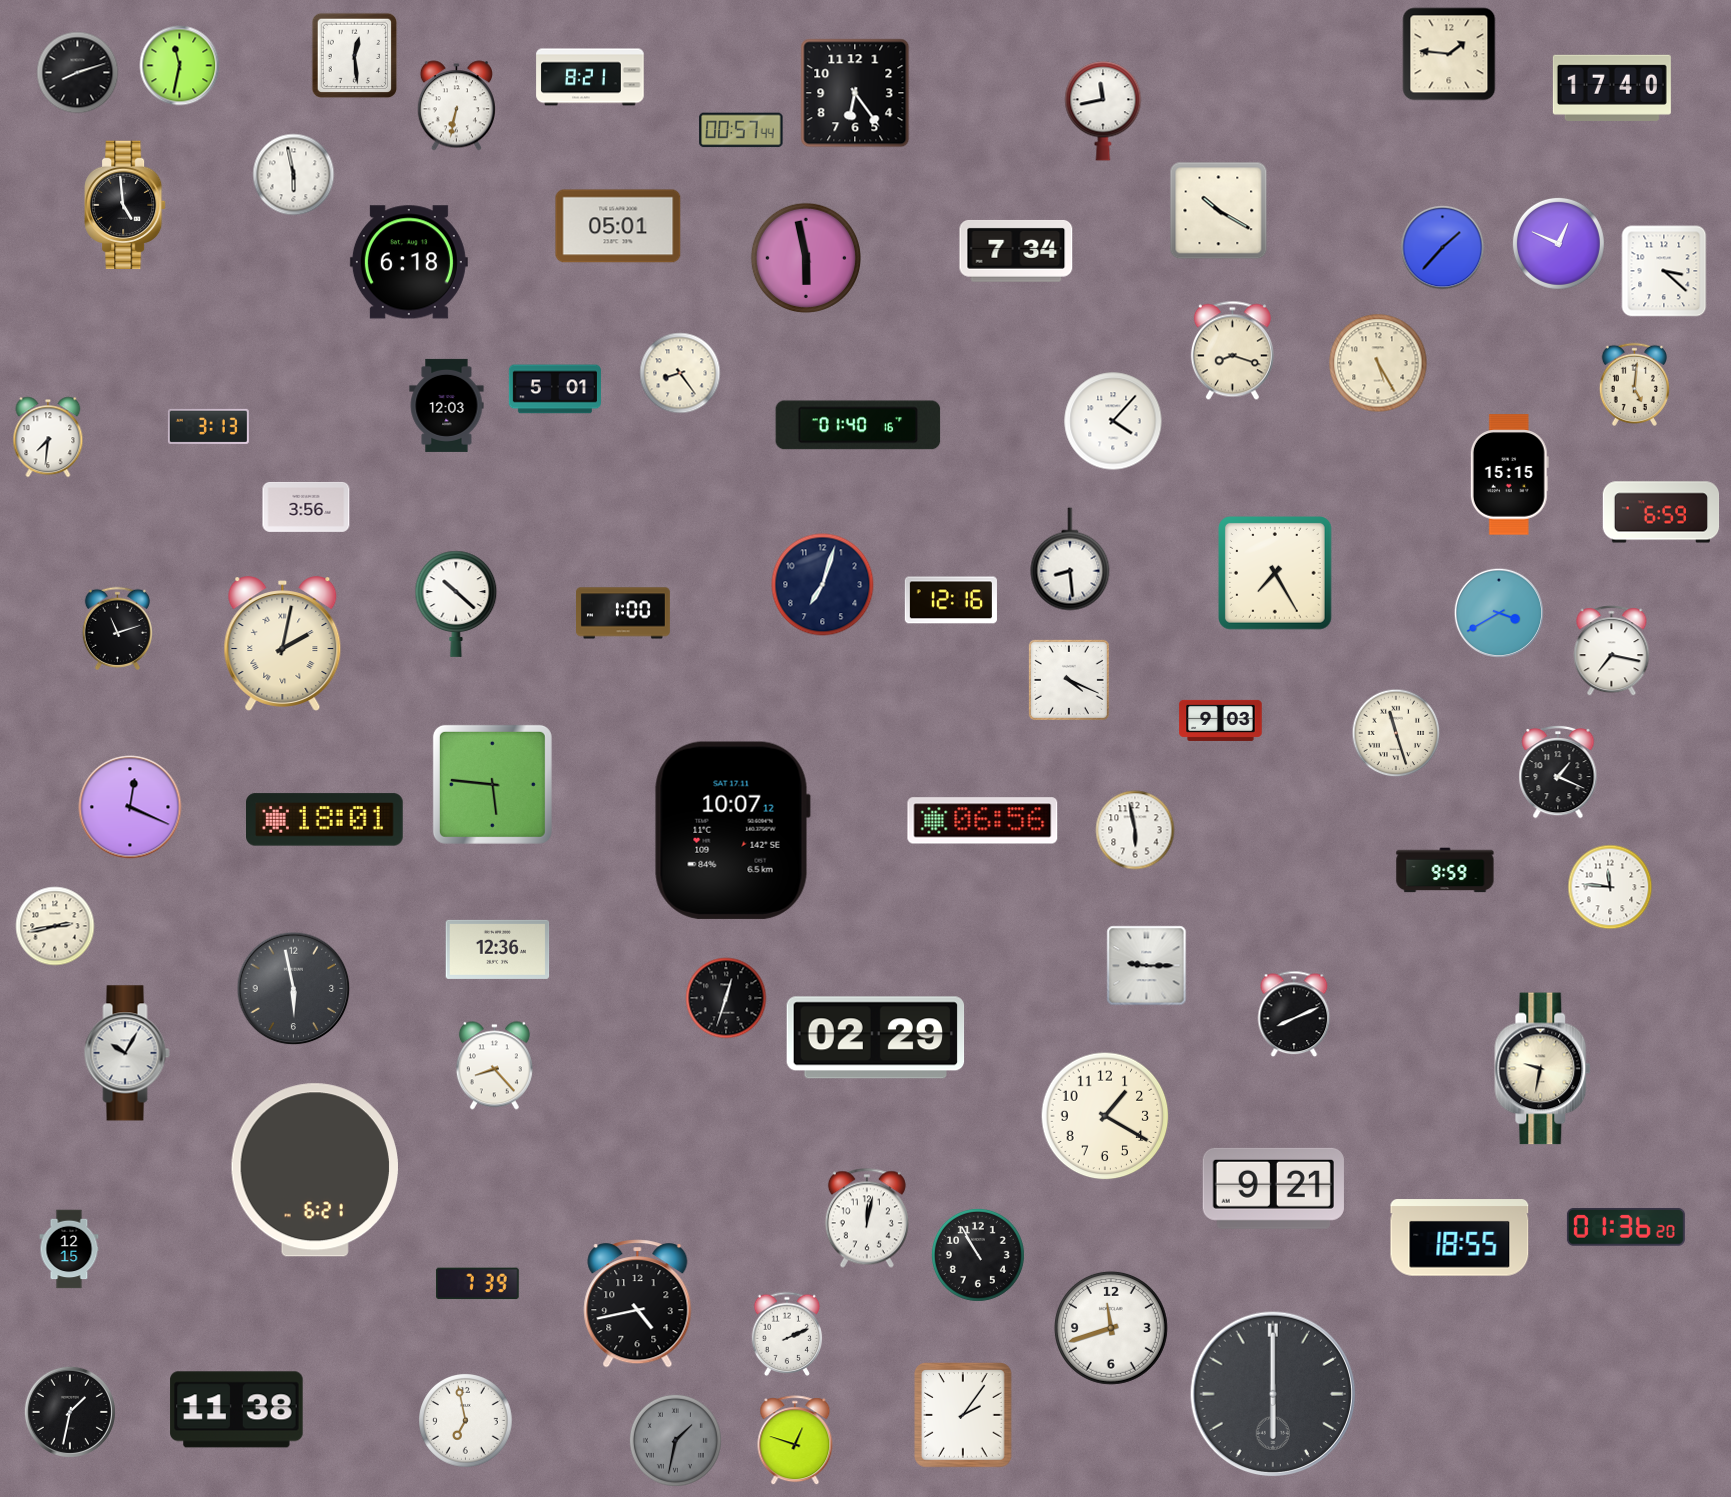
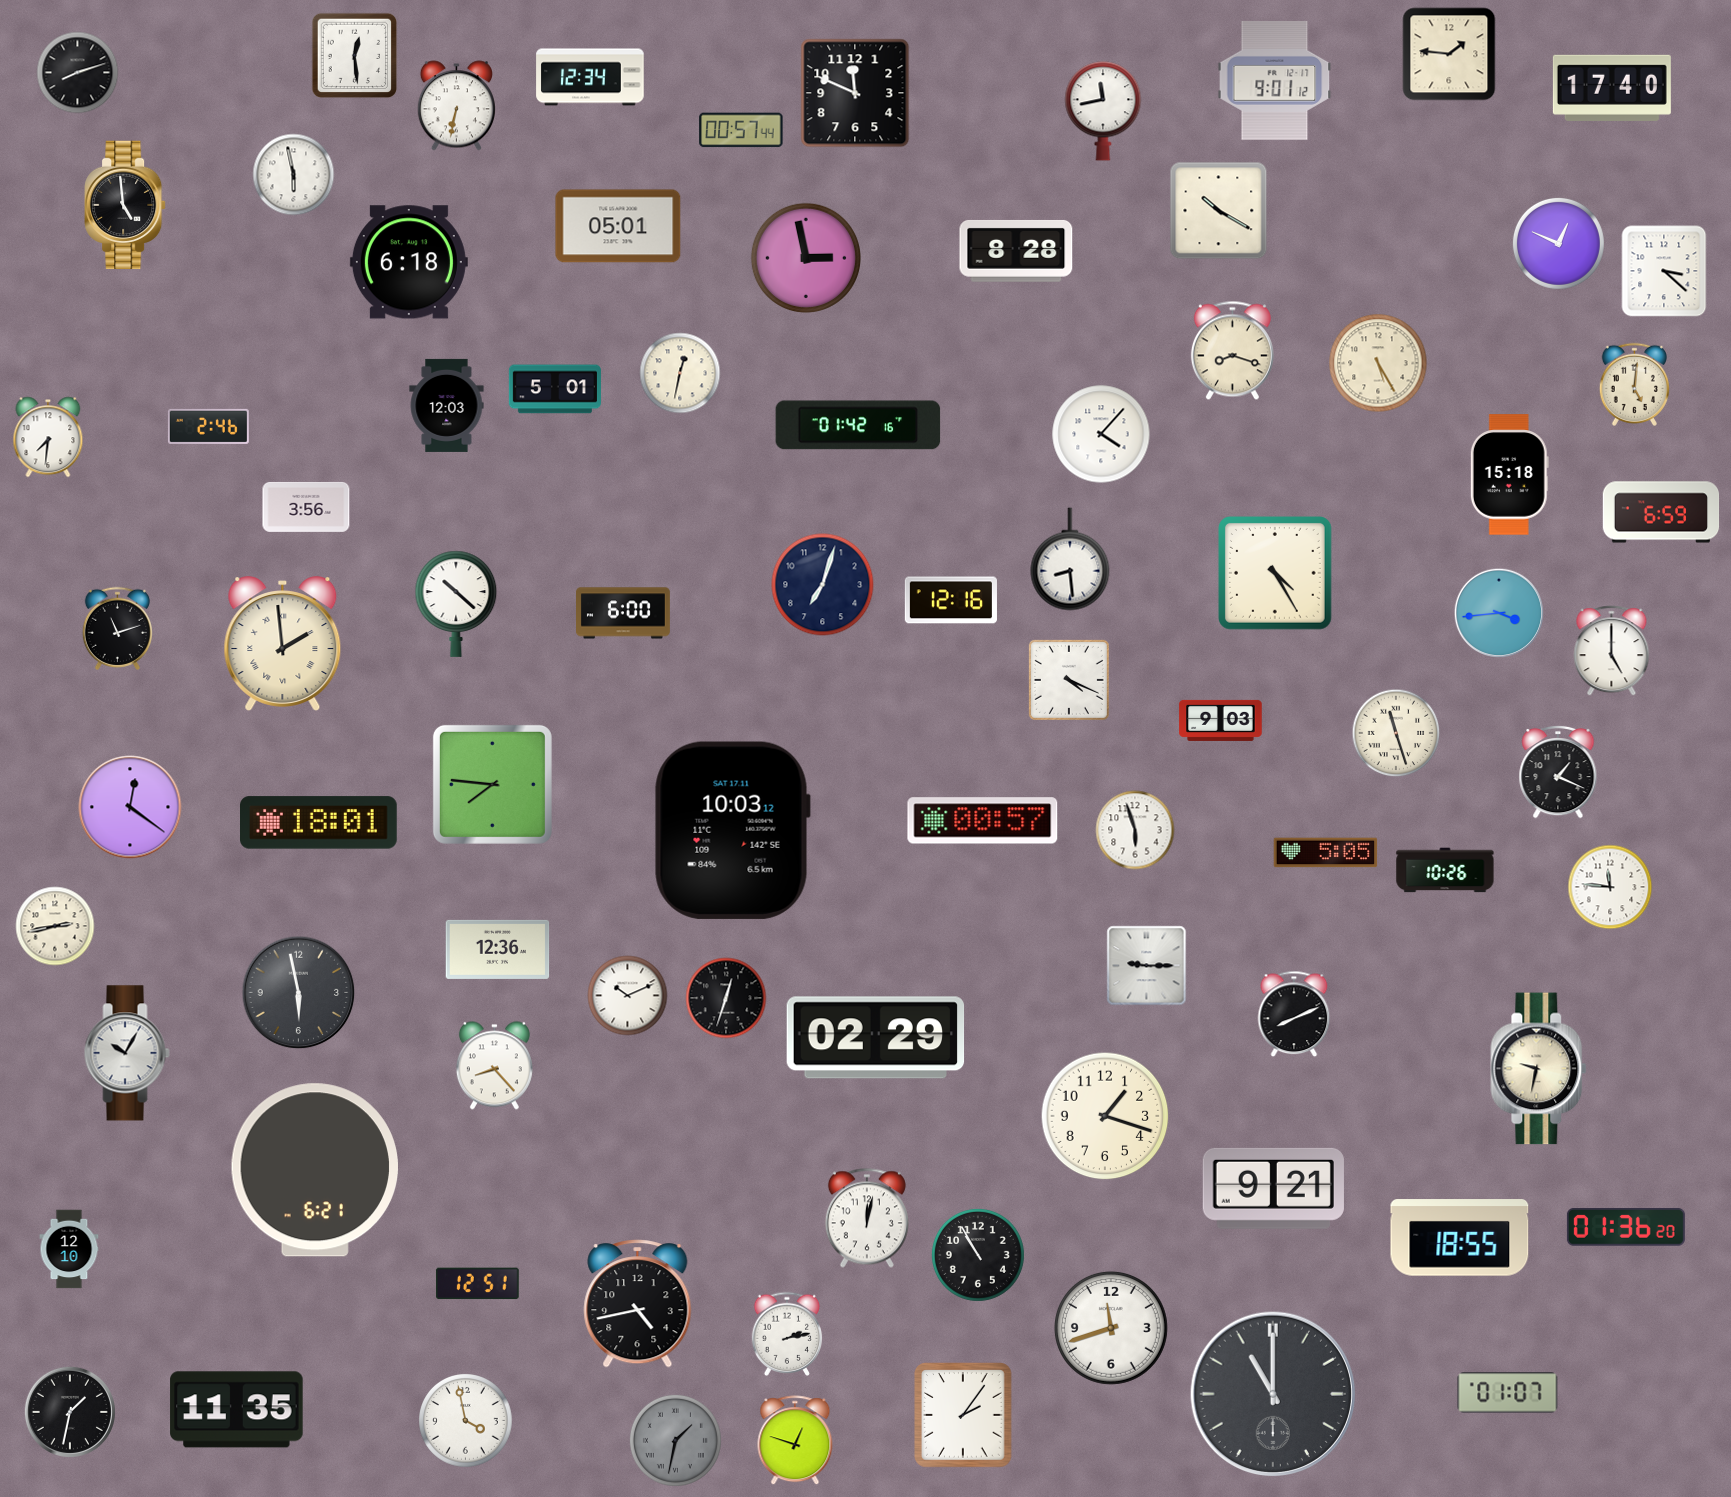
clock at (180, 66): 11:32 -> none
clock at (590, 77): 8:21 -> 12:34
clock at (1275, 80): none -> 9:01
clock at (855, 93): 6:24 -> 11:49
clock at (1443, 248): 1:37 -> none
clock at (1016, 251): 7:34 -> 8:28
clock at (806, 258): 5:58 -> 2:58
clock at (680, 373): 8:24 -> 12:32
clock at (1113, 421) position: (1113, 421) -> (1101, 434)
clock at (858, 425): 01:40 -> 01:42
clock at (208, 426): 3:13 -> 2:46
clock at (1509, 475): 15:15 -> 15:18
clock at (1276, 574): 7:25 -> 4:25
clock at (1498, 612): 3:40 -> 3:44
clock at (624, 613): 1:00 -> 6:00
clock at (283, 644): 2:02 -> 1:59
clock at (1612, 651): 7:17 -> 5:00
clock at (492, 784): 5:46 -> 7:46
clock at (130, 807): 12:19 -> 12:21
clock at (325, 820) position: (325, 820) -> (319, 823)
clock at (983, 821): 06:56 -> 00:57
clock at (732, 830): 10:07 -> 10:03
clock at (1135, 830): 5:58 -> 5:57
clock at (1326, 853): none -> 5:05
clock at (1445, 870): 9:59 -> 10:26
clock at (294, 989) position: (294, 989) -> (299, 993)
clock at (628, 996): none -> 10:11
clock at (1543, 1069) position: (1543, 1069) -> (1539, 1069)
clock at (1105, 1116): 1:20 -> 1:18
clock at (69, 1249): 12:15 -> 12:10
clock at (478, 1284): 7:39 -> 12:51
clock at (787, 1334): 2:11 -> 2:13
clock at (1272, 1393): 6:00 -> 11:00
clock at (1508, 1393): none -> 01:07
clock at (237, 1410): 11:38 -> 11:35
clock at (466, 1421): 6:58 -> 3:58
